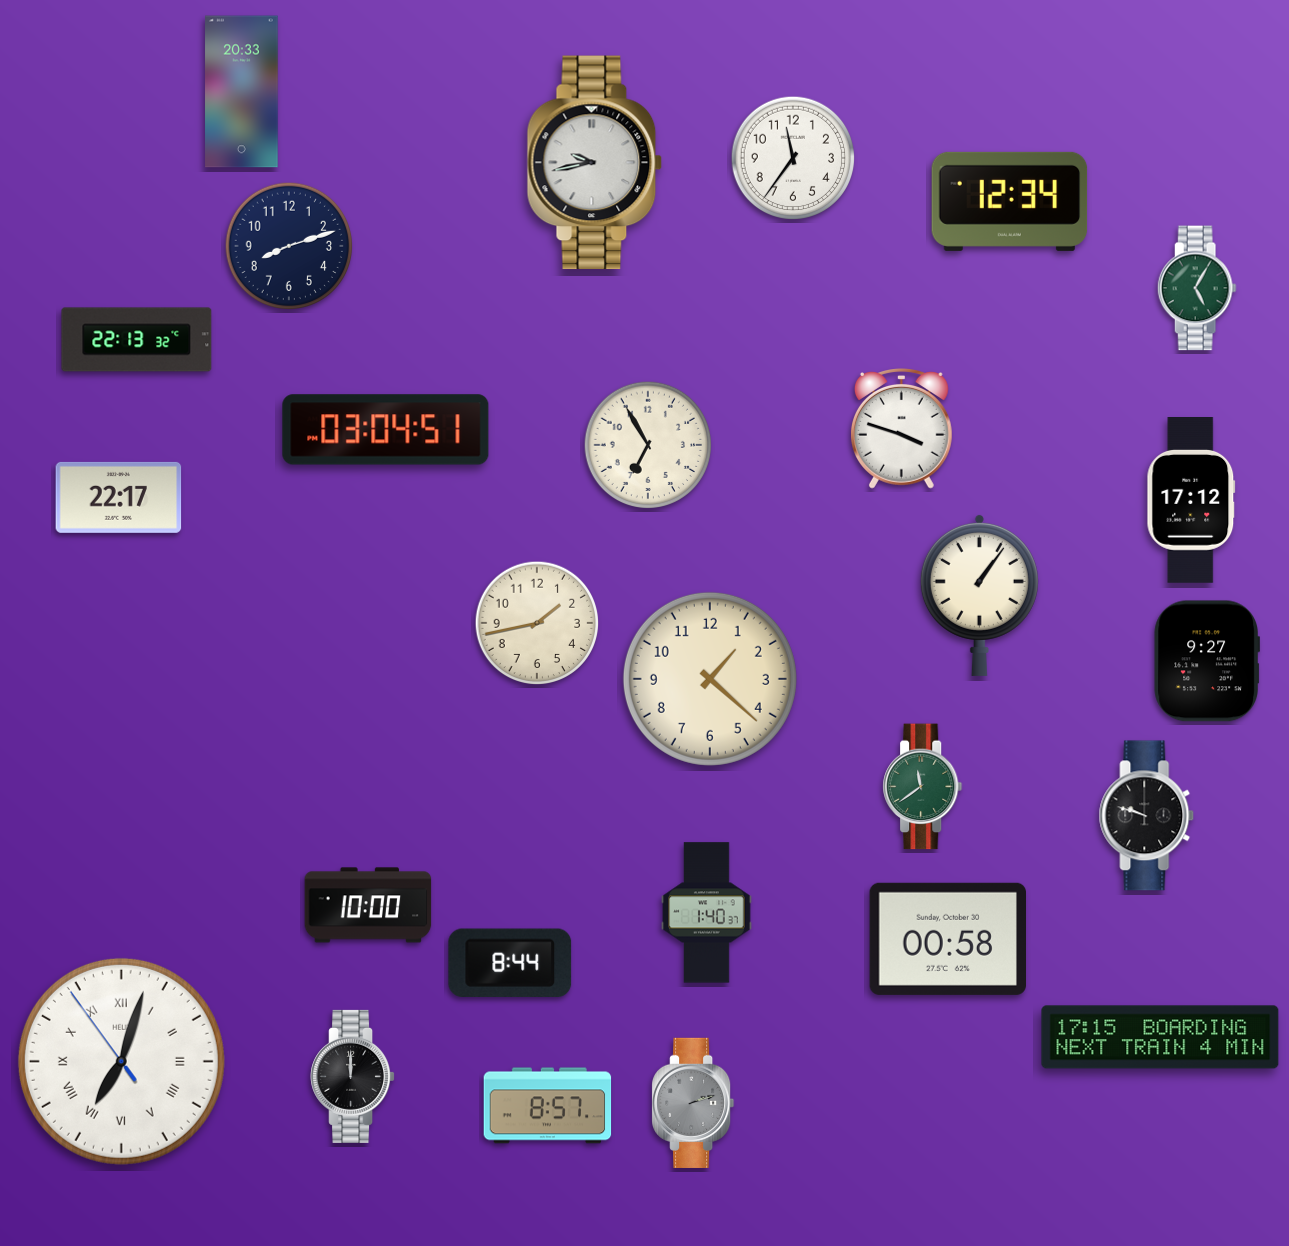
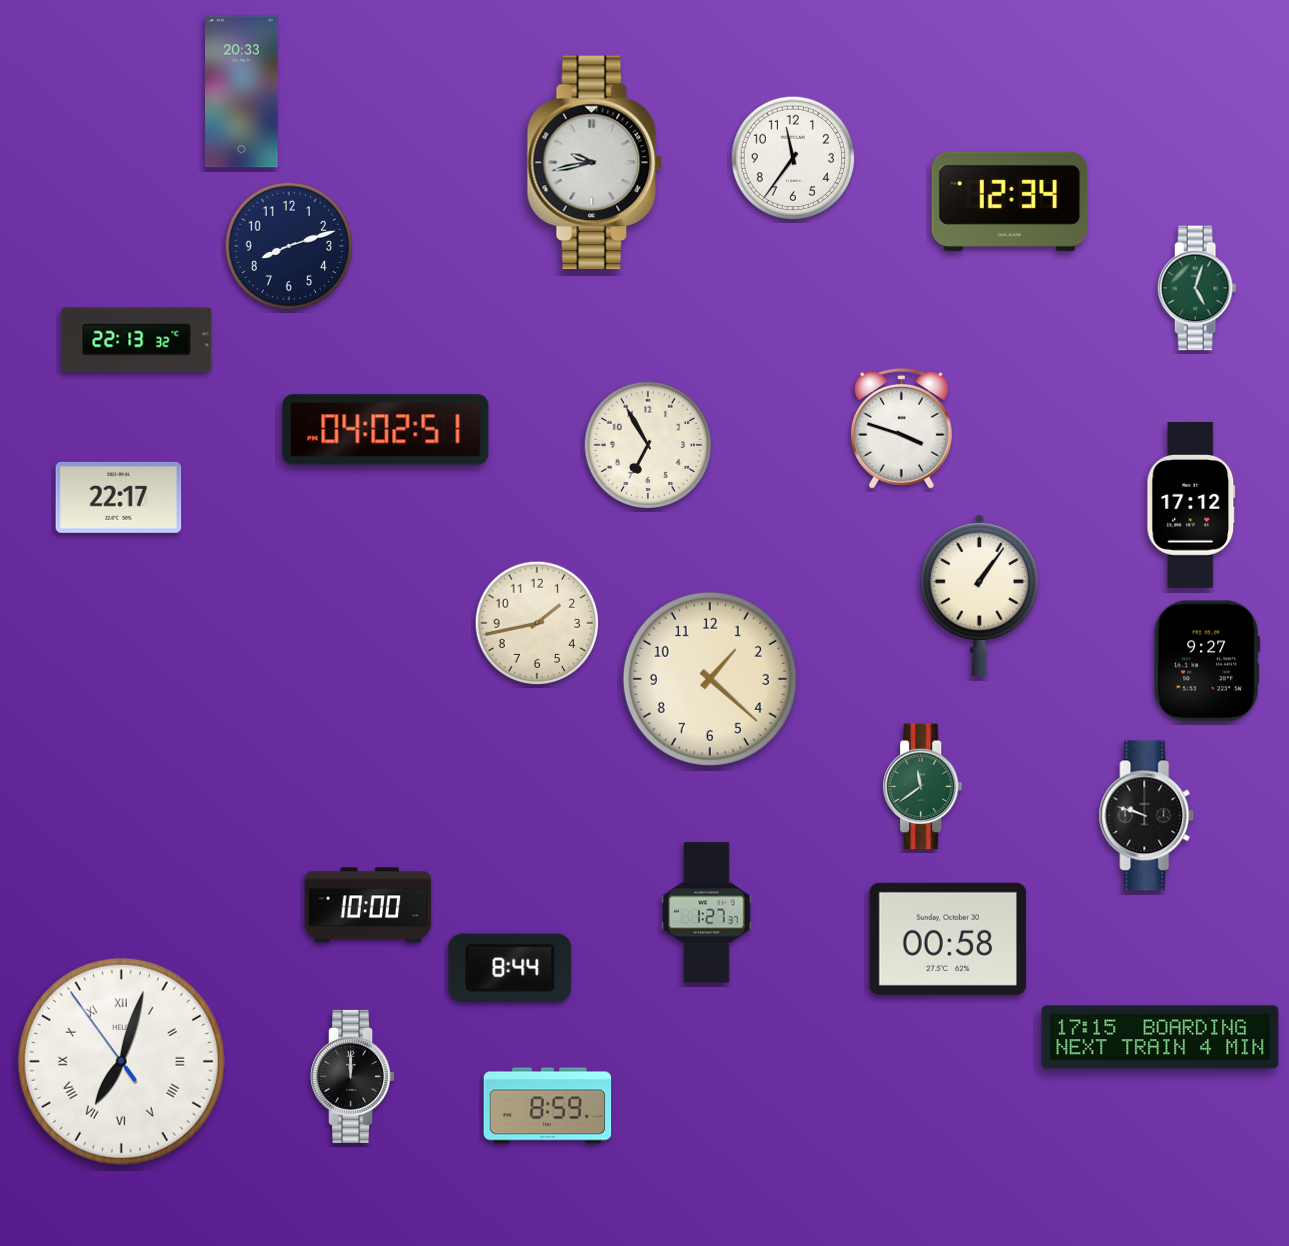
clock at (1197, 288): 5:05 -> 5:03
clock at (386, 430): 03:04 -> 04:02
clock at (1191, 501) position: (1191, 501) -> (1191, 506)
clock at (707, 913): 1:40 -> 1:27
clock at (510, 963) position: (510, 963) -> (510, 968)
clock at (693, 1103): 2:12 -> none
clock at (548, 1106): 8:57 -> 8:59
